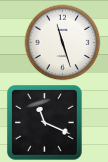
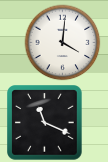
clock at (63, 43): 11:27 -> 4:01
